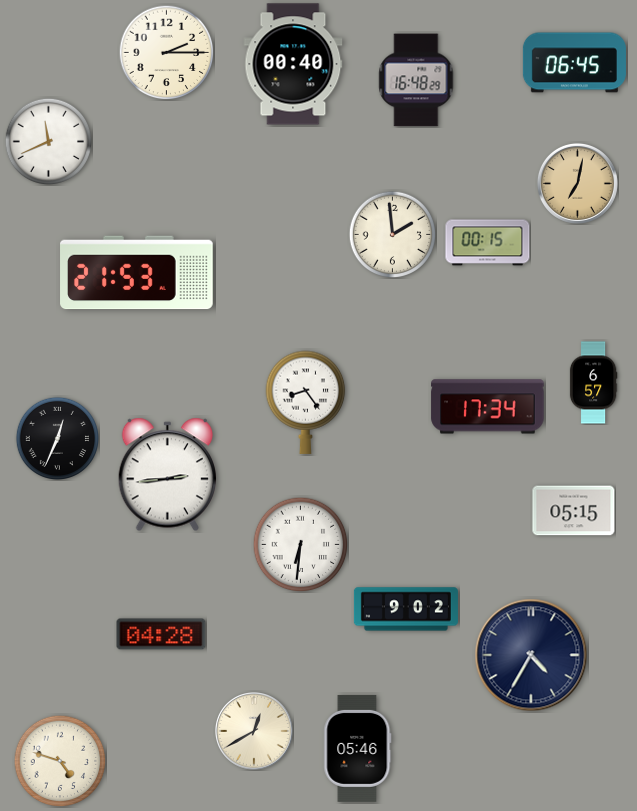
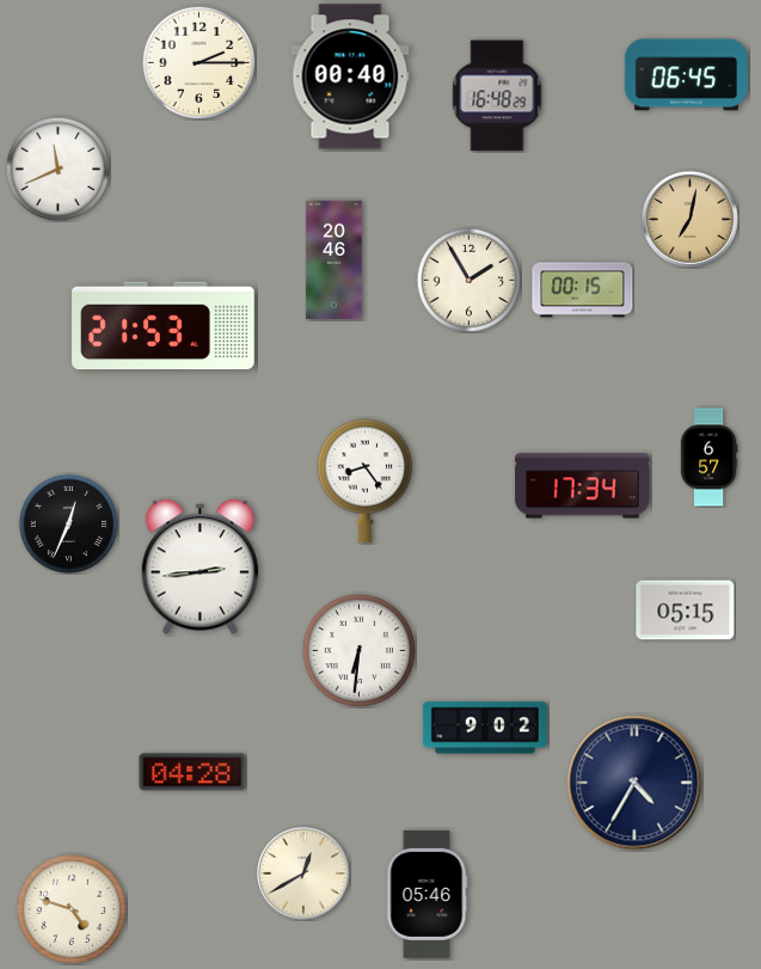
clock at (335, 260): none -> 20:46
clock at (392, 234): 1:59 -> 1:55
clock at (161, 634) position: (161, 634) -> (192, 772)
